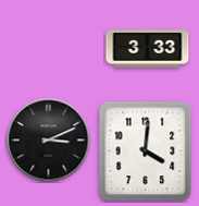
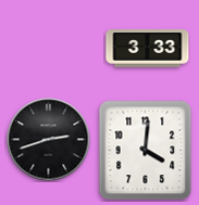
clock at (49, 141): 3:11 -> 2:42
